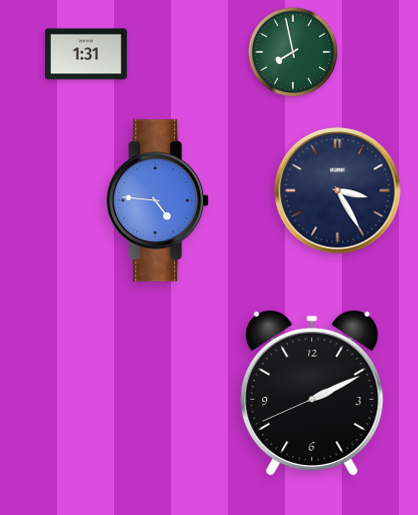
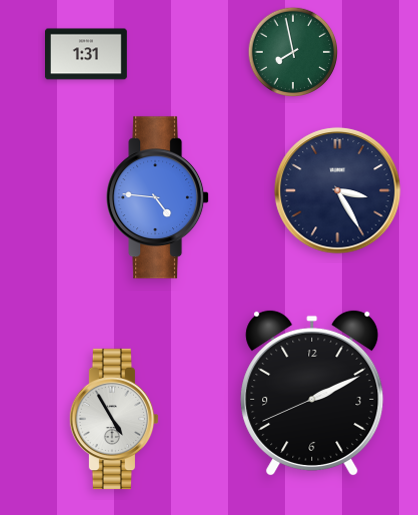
clock at (158, 201) position: (158, 201) -> (158, 198)
clock at (114, 419): none -> 4:55
